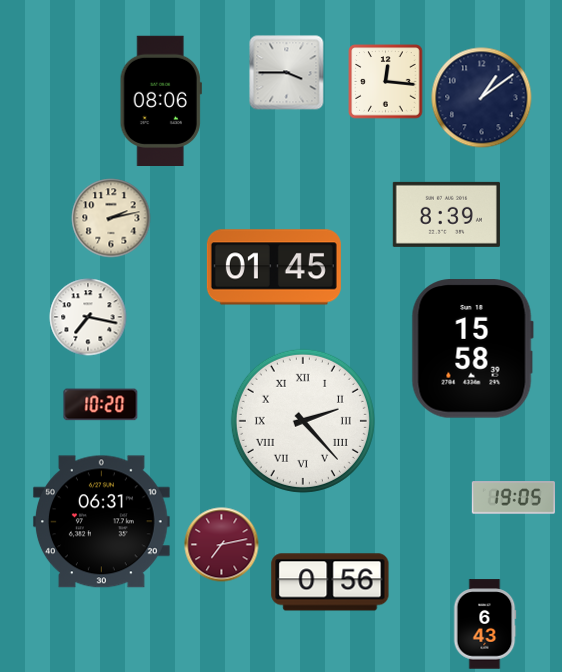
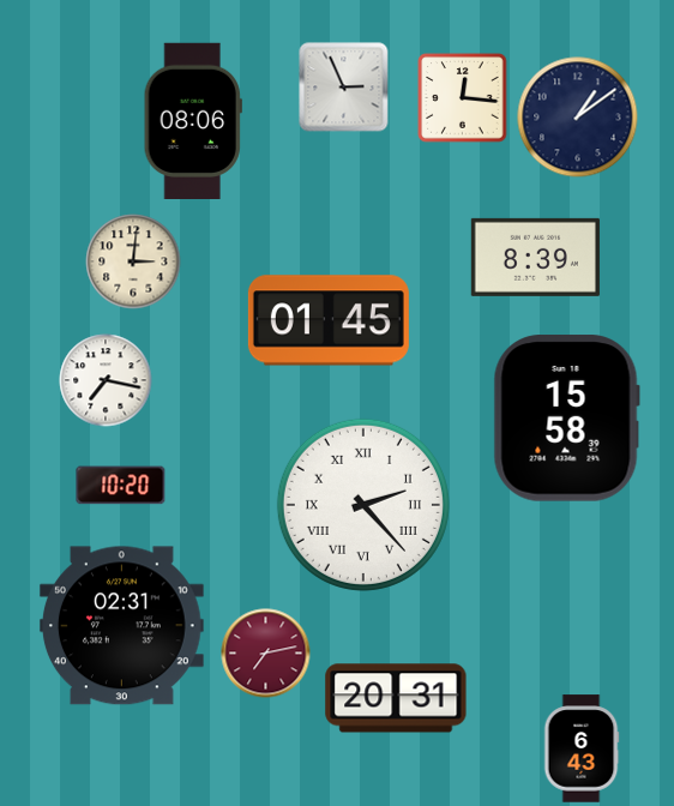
clock at (287, 73): 3:45 -> 2:56
clock at (111, 218): 2:13 -> 3:01
clock at (513, 498): 19:05 -> none
clock at (101, 522): 06:31 -> 02:31
clock at (330, 582): 0:56 -> 20:31
